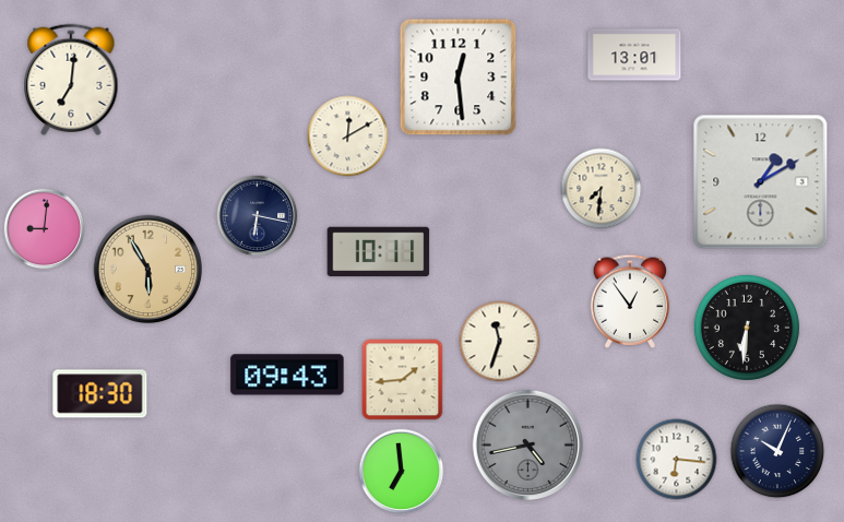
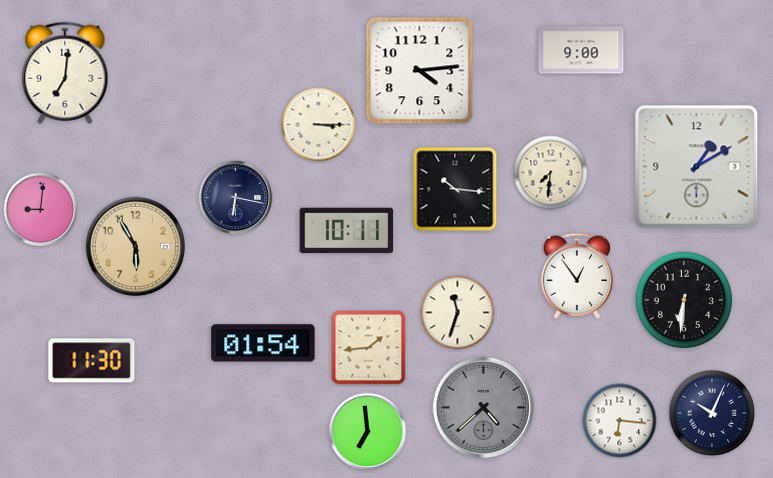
clock at (634, 55): 13:01 -> 9:00
clock at (459, 78): 12:29 -> 4:14
clock at (348, 137): 12:10 -> 3:15
clock at (455, 189): none -> 10:16
clock at (287, 375): 09:43 -> 01:54
clock at (100, 394): 18:30 -> 11:30
clock at (528, 446): 4:43 -> 4:38
